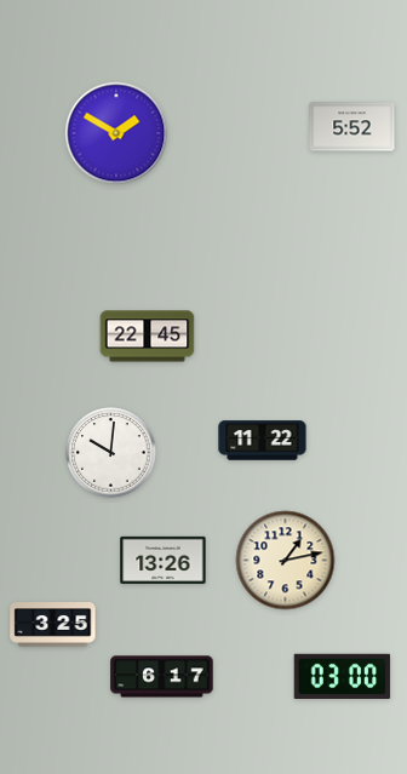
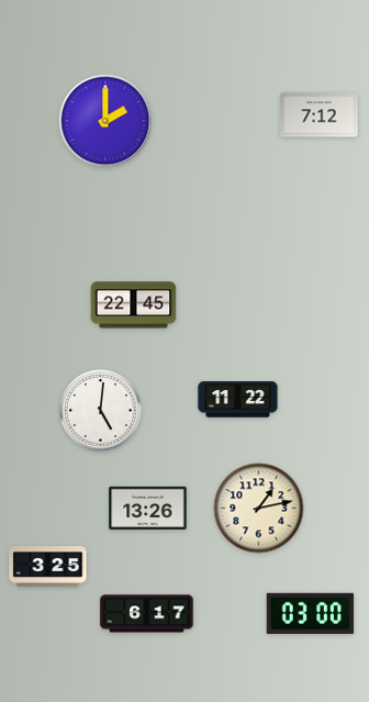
clock at (352, 127): 5:52 -> 7:12
clock at (116, 133): 1:50 -> 2:00
clock at (111, 453): 10:01 -> 5:01
